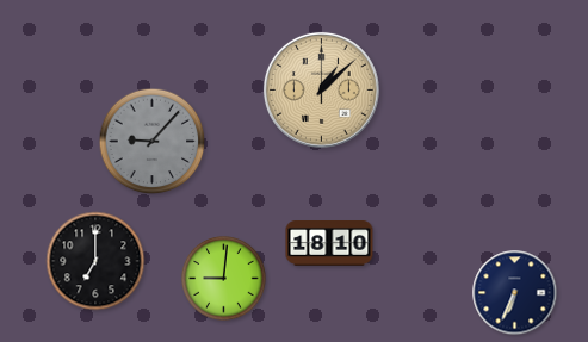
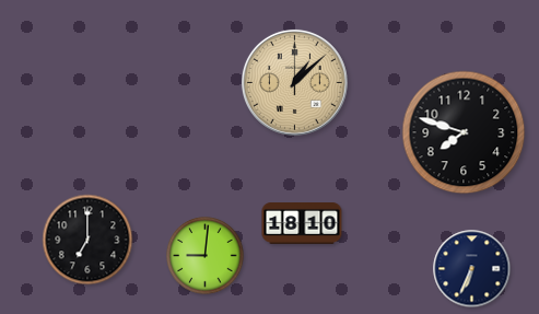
clock at (153, 142): 9:07 -> none
clock at (464, 132): none -> 7:48
